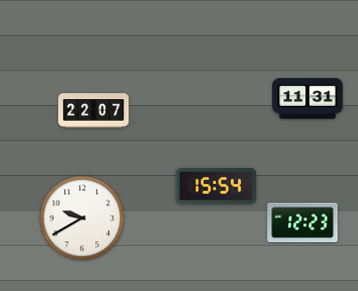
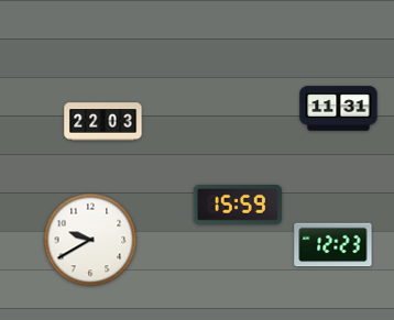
clock at (94, 111): 22:07 -> 22:03
clock at (216, 187): 15:54 -> 15:59
